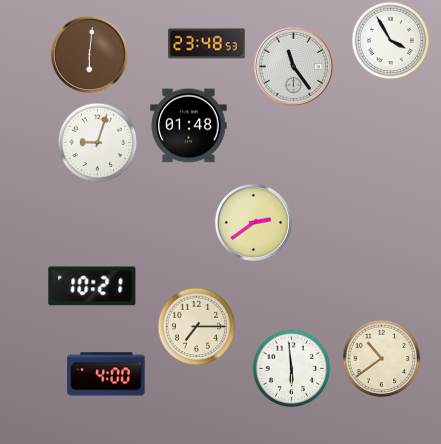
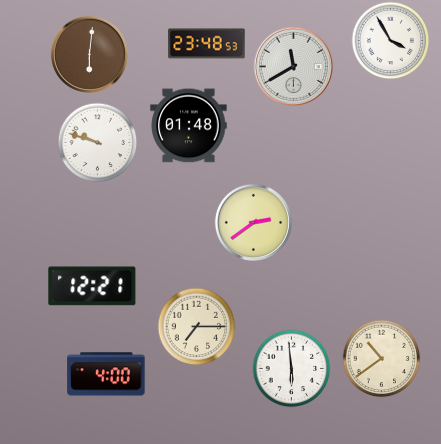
clock at (293, 66): 11:24 -> 11:40
clock at (97, 142): 9:03 -> 9:48
clock at (92, 286): 10:21 -> 12:21
